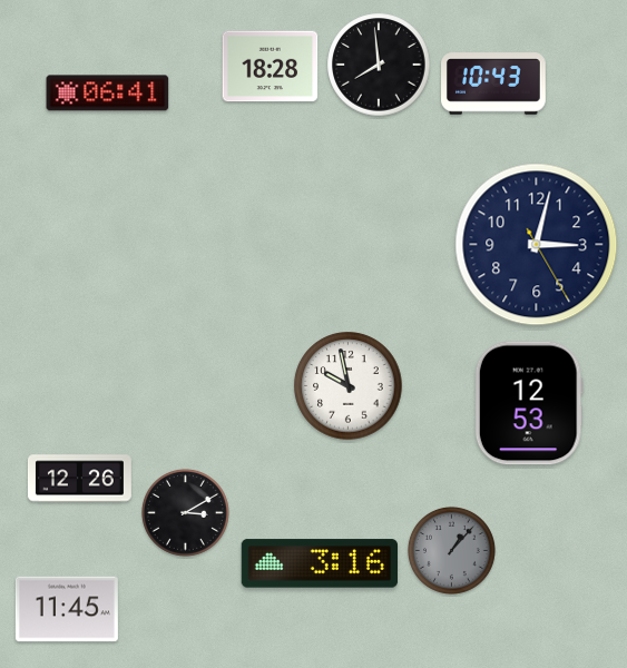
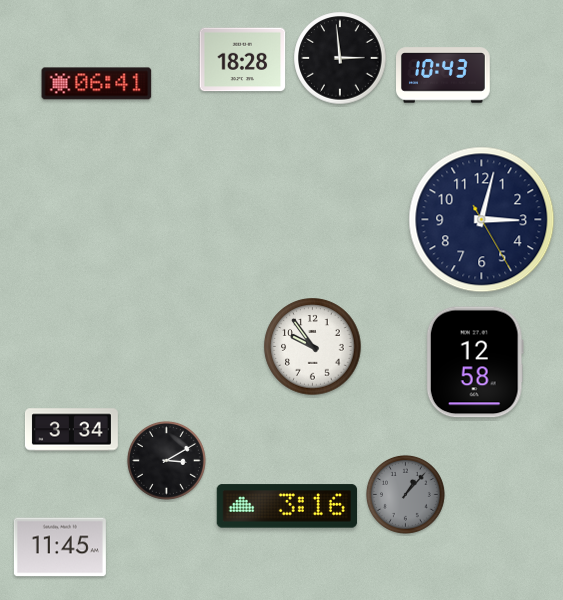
clock at (379, 65): 7:59 -> 2:59
clock at (349, 386): 9:58 -> 9:54
clock at (529, 403): 12:53 -> 12:58
clock at (79, 479): 12:26 -> 3:34
